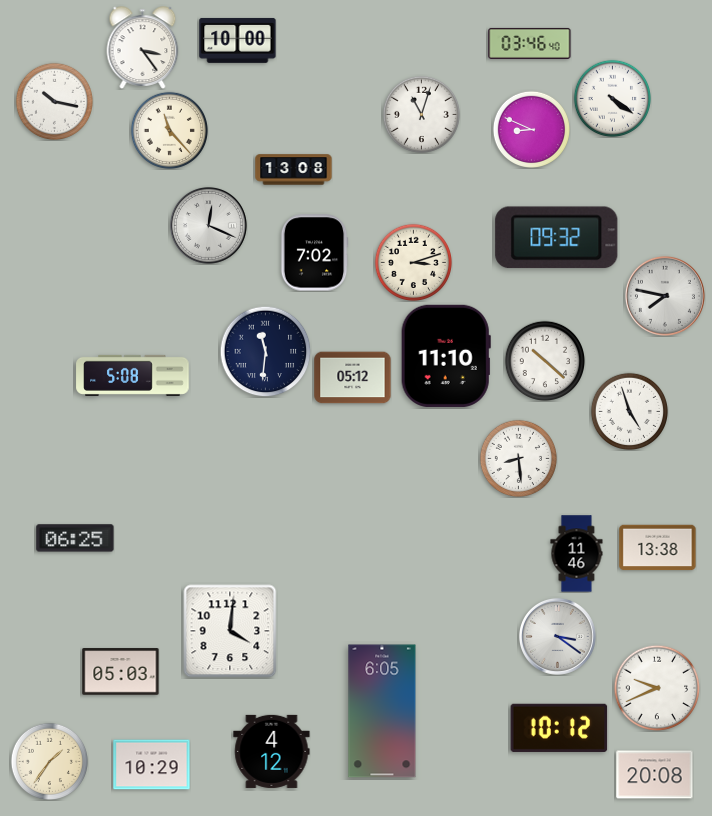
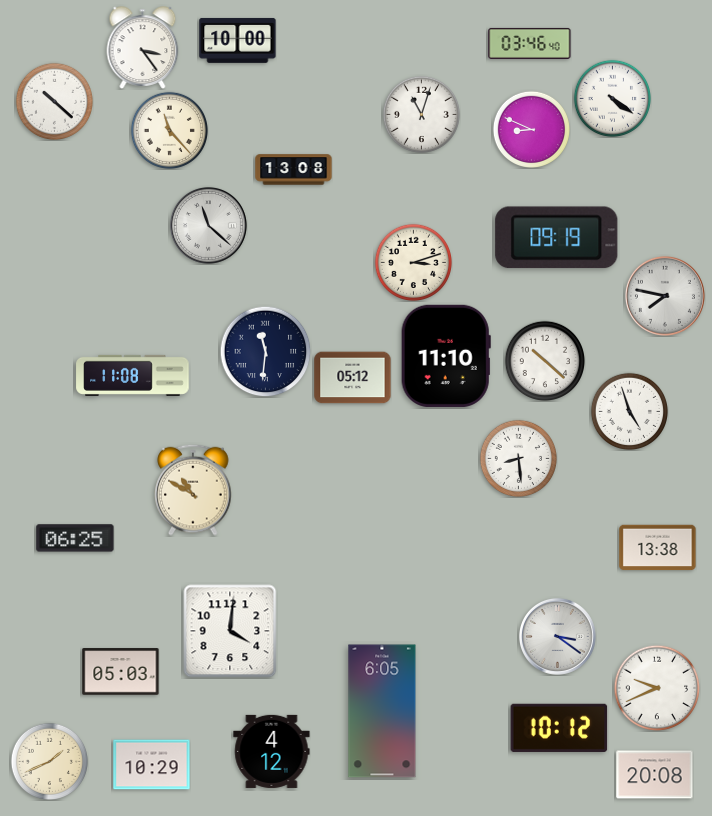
clock at (54, 101): 10:17 -> 10:22
clock at (208, 225): 12:19 -> 11:22
clock at (557, 238): 09:32 -> 09:19
clock at (314, 253): 7:02 -> none
clock at (133, 375): 5:08 -> 11:08
clock at (193, 490): none -> 10:50
clock at (577, 554): 11:46 -> none
clock at (49, 761): 1:36 -> 1:41
